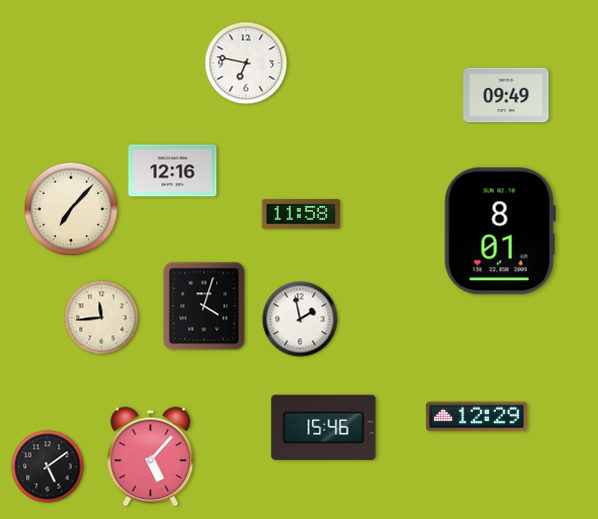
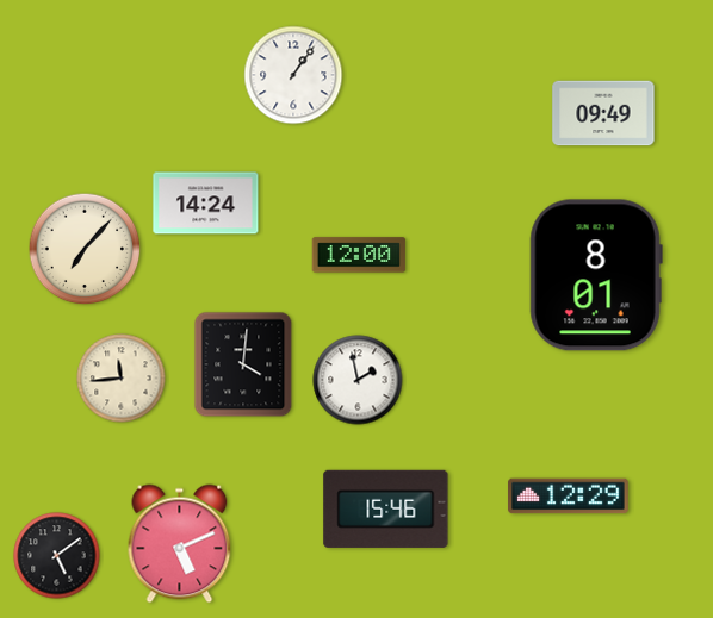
clock at (246, 63): 6:47 -> 1:06
clock at (173, 171): 12:16 -> 14:24
clock at (301, 214): 11:58 -> 12:00
clock at (204, 306): 4:03 -> 4:01
clock at (151, 457): 5:07 -> 5:11
